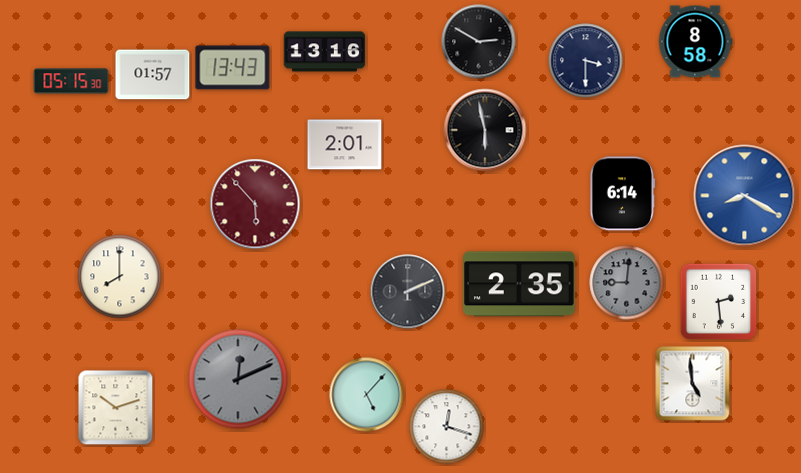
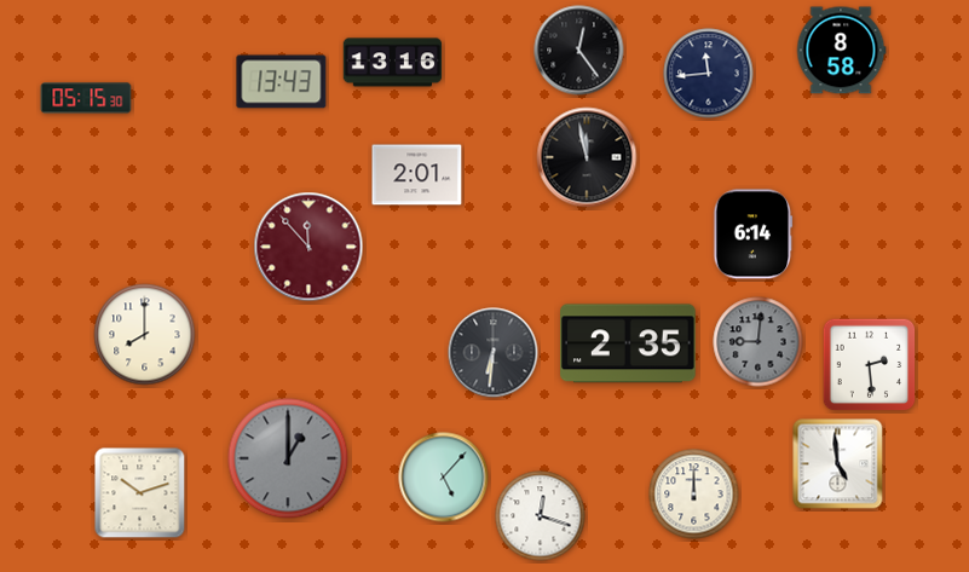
clock at (479, 42): 2:50 -> 12:24
clock at (586, 61): 3:30 -> 11:44
clock at (153, 75): 01:57 -> none
clock at (485, 130): 5:58 -> 11:58
clock at (745, 196): 8:20 -> none
clock at (255, 204): 5:53 -> 11:53
clock at (408, 292): 2:11 -> 6:31
clock at (238, 379): 12:11 -> 1:00
clock at (694, 495): none -> 12:00
